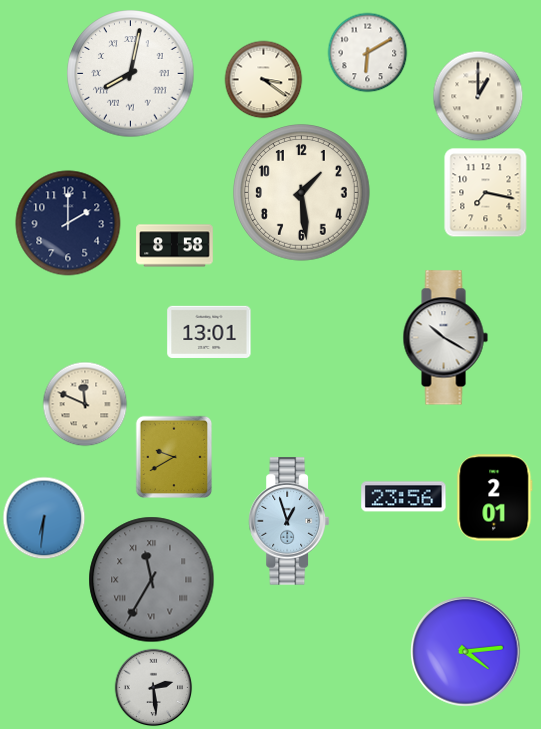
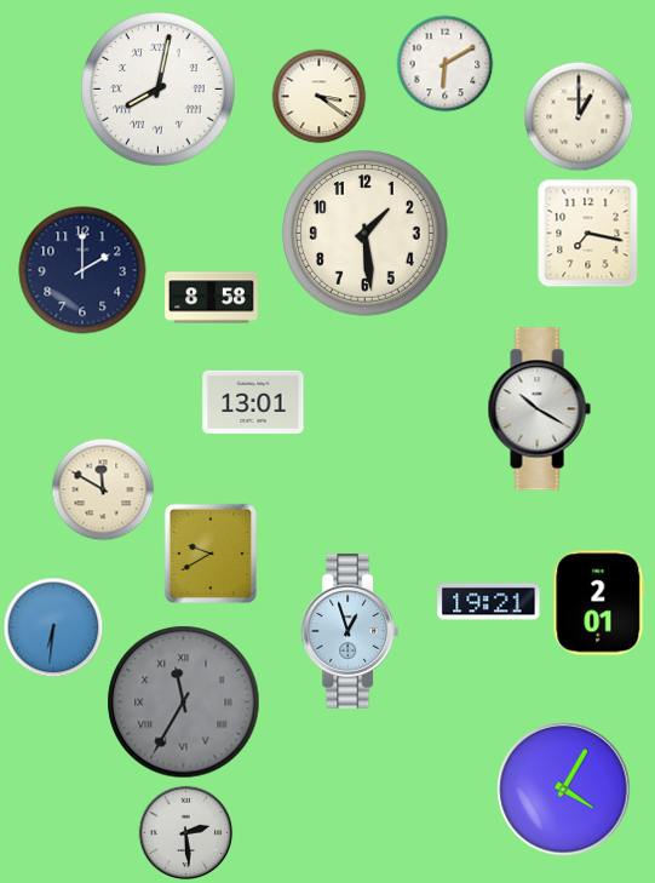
clock at (85, 404): 11:49 -> 11:50
clock at (404, 497): 23:56 -> 19:21
clock at (466, 652): 4:14 -> 4:05
